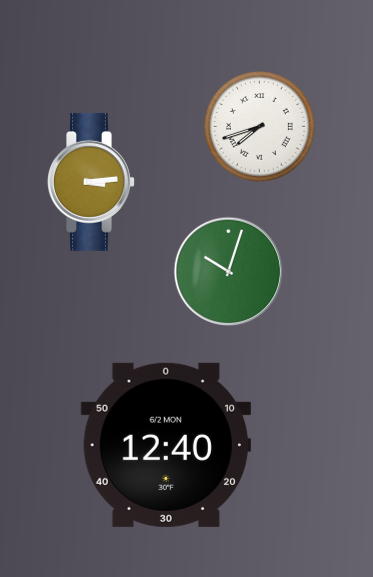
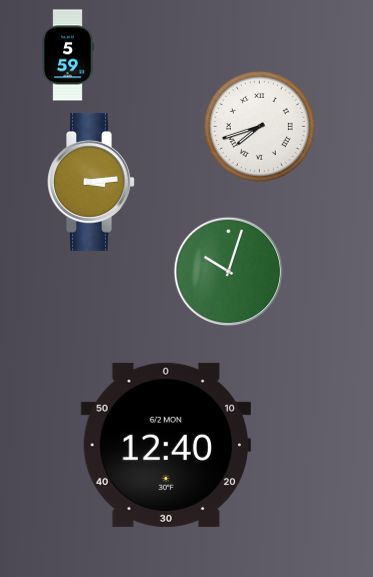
clock at (68, 55): none -> 5:59
